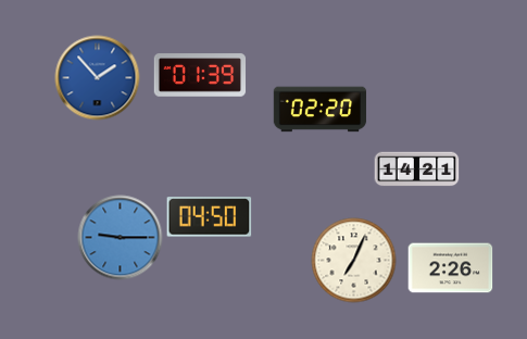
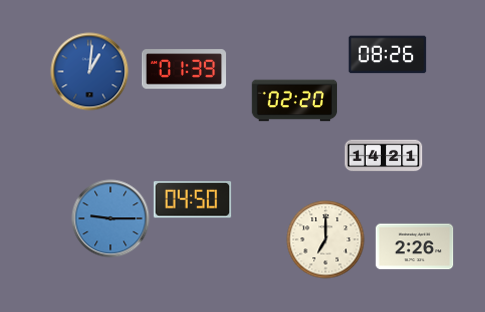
clock at (387, 55): none -> 08:26
clock at (97, 77): 1:53 -> 1:01
clock at (353, 260): 7:04 -> 7:00
